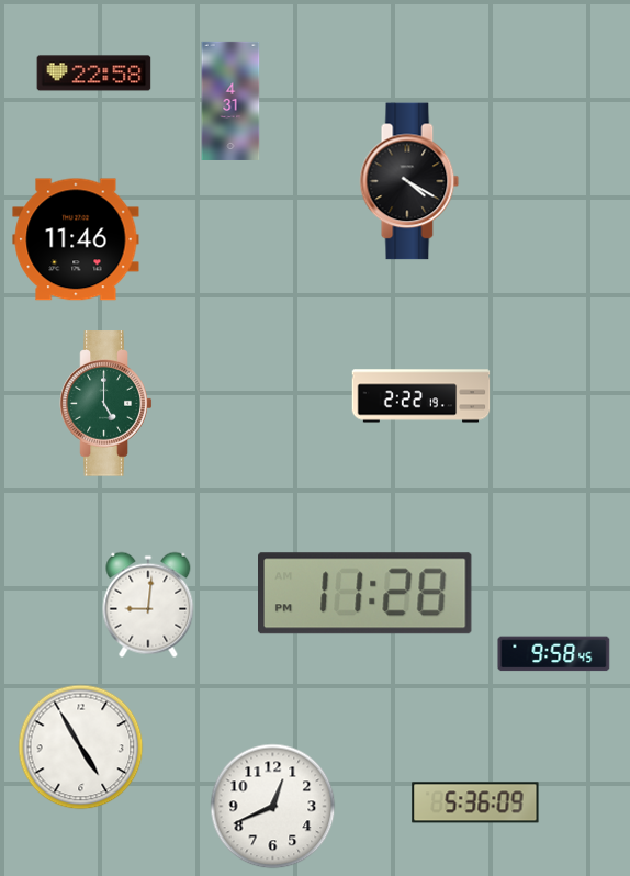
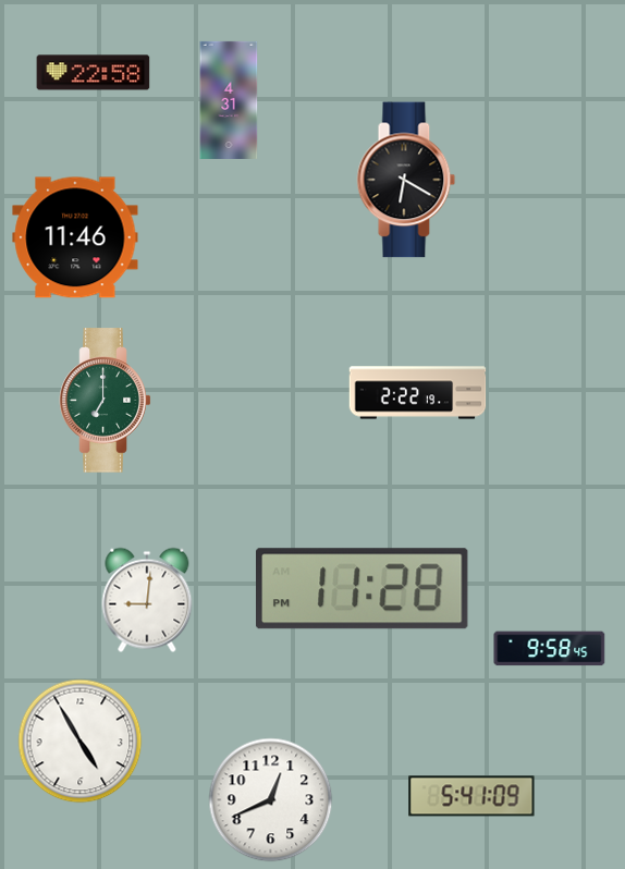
clock at (409, 181): 4:20 -> 6:20
clock at (106, 404): 5:00 -> 7:00
clock at (475, 802): 5:36 -> 5:41
